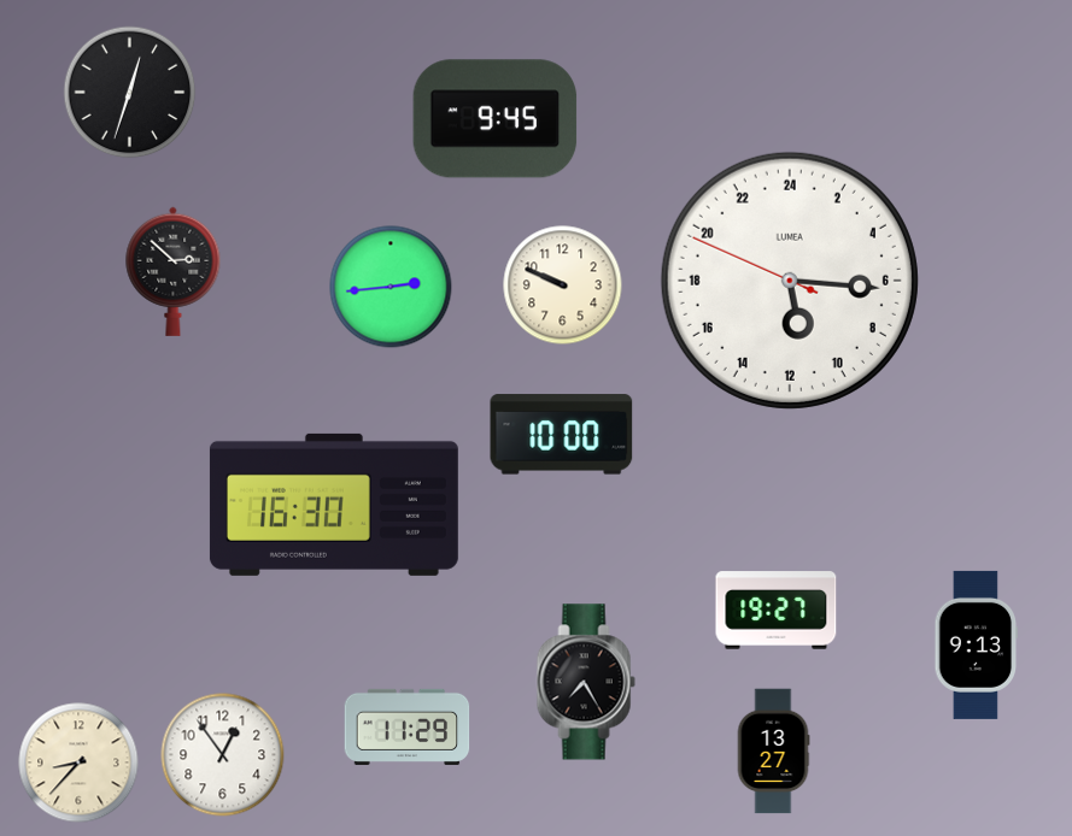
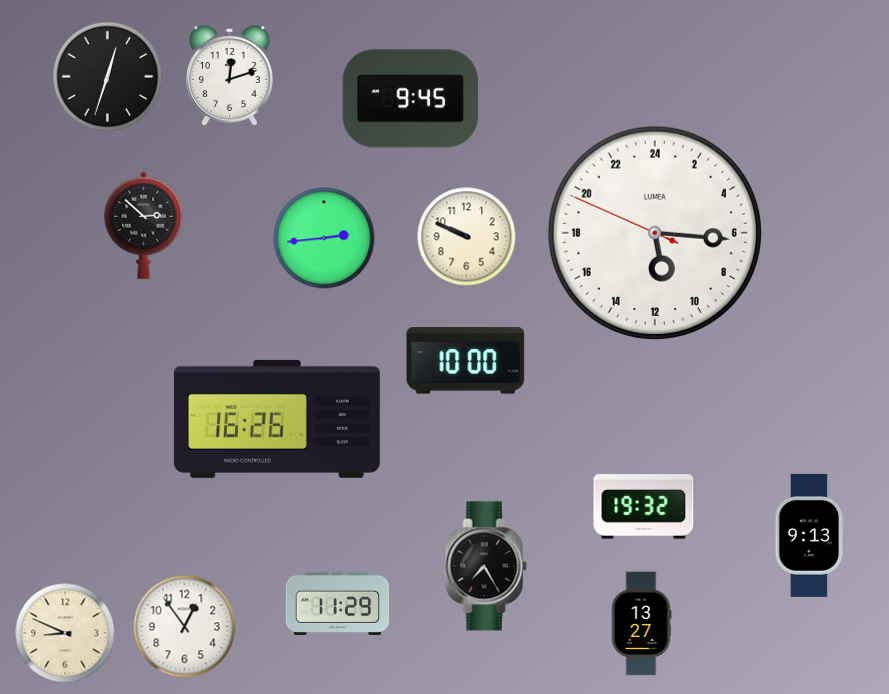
clock at (229, 76): none -> 12:12
clock at (334, 505): 16:30 -> 16:26
clock at (777, 611): 19:27 -> 19:32
clock at (78, 763): 8:37 -> 8:49
